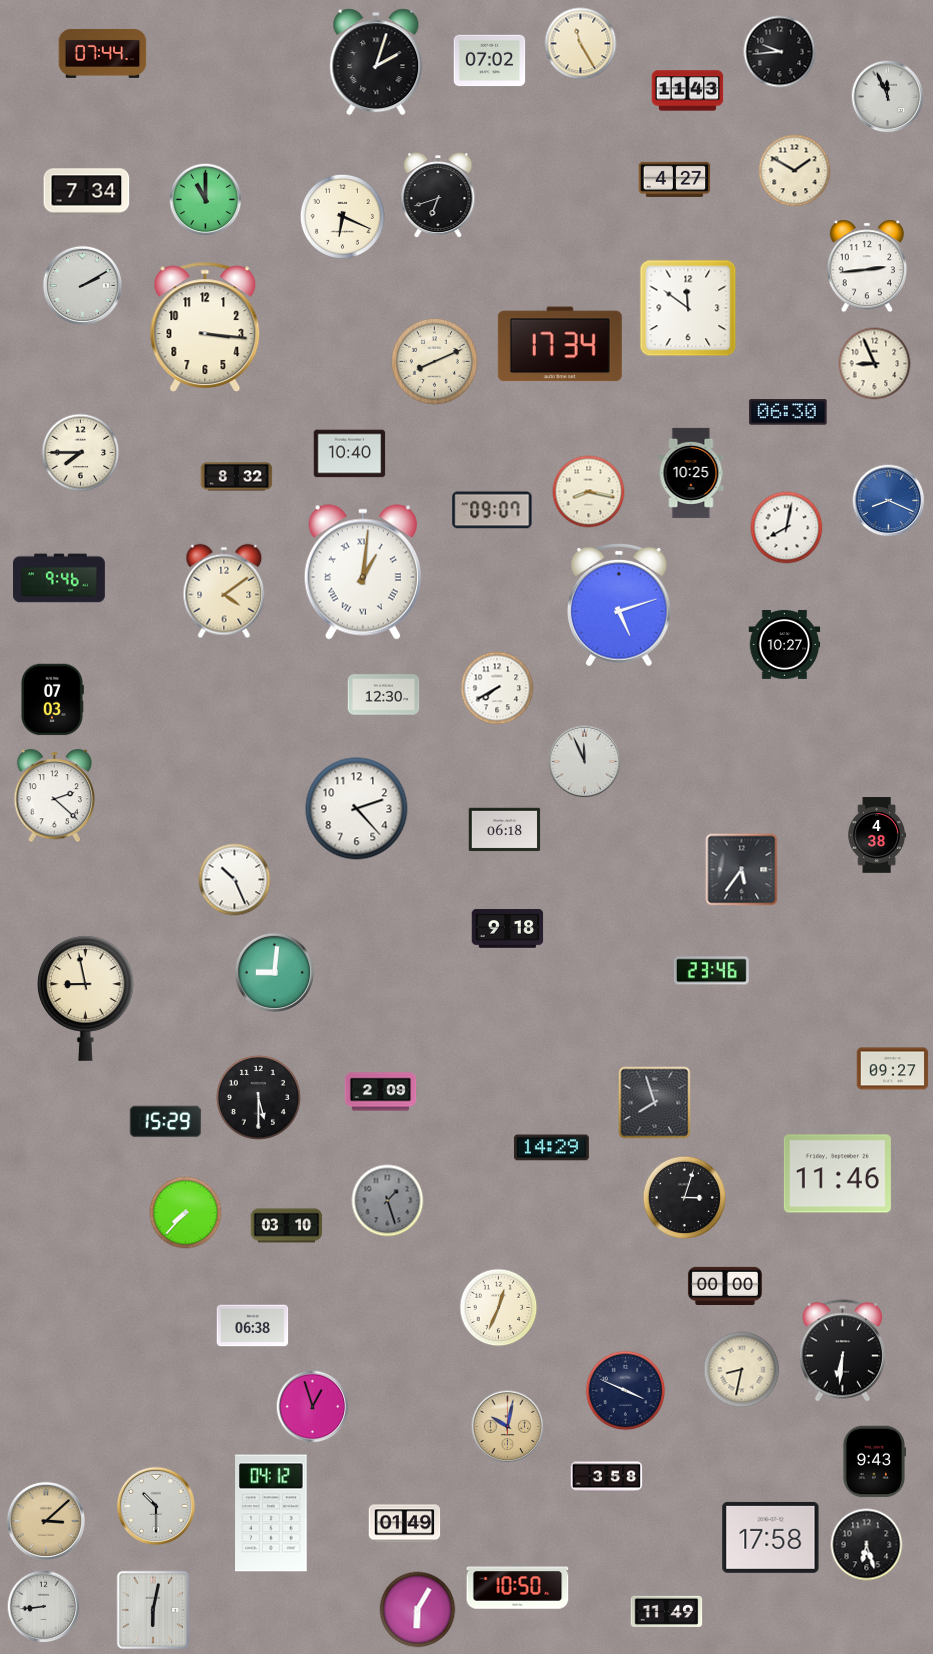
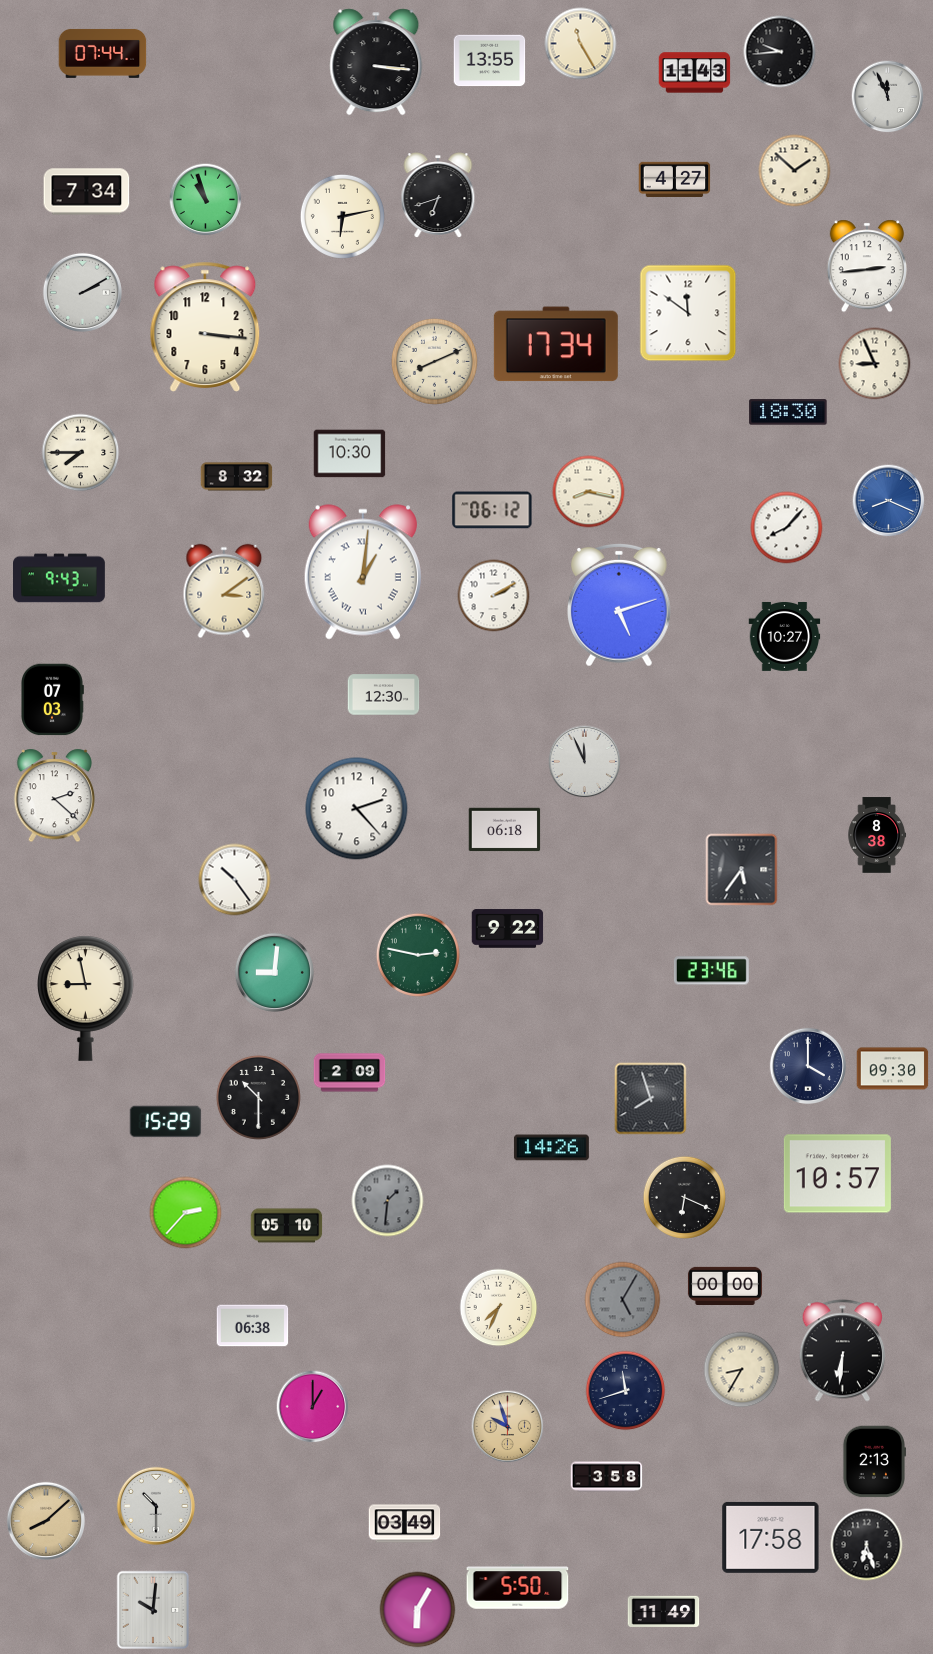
clock at (490, 61): 07:02 -> 13:55
clock at (376, 62): 2:03 -> 3:16
clock at (688, 91) position: (688, 91) -> (695, 73)
clock at (795, 171): 1:50 -> 1:52
clock at (206, 200): 11:00 -> 10:57
clock at (342, 216): 6:19 -> 6:13
clock at (82, 285) position: (82, 285) -> (82, 292)
clock at (688, 308) position: (688, 308) -> (688, 313)
clock at (560, 344) position: (560, 344) -> (556, 344)
clock at (788, 412): 06:30 -> 18:30
clock at (350, 454): 10:40 -> 10:30
clock at (691, 473): 10:25 -> none
clock at (492, 510): 09:07 -> 06:12
clock at (787, 528): 8:02 -> 8:07
clock at (60, 578): 9:46 -> 9:43
clock at (224, 591): 4:09 -> 3:09
clock at (494, 596): none -> 2:10
clock at (785, 644) position: (785, 644) -> (785, 636)
clock at (497, 688): 7:40 -> none
clock at (876, 835): 4:38 -> 8:38
clock at (235, 880): 10:26 -> 10:24
clock at (508, 929): 9:18 -> 9:22
clock at (418, 955): none -> 2:47
clock at (808, 1066): none -> 4:00
clock at (893, 1069): 09:27 -> 09:30
clock at (381, 1092) position: (381, 1092) -> (350, 1073)
clock at (258, 1097): 5:30 -> 10:30
clock at (655, 1103) position: (655, 1103) -> (651, 1099)
clock at (551, 1148): 14:29 -> 14:26
clock at (837, 1174): 11:46 -> 10:57
clock at (684, 1197): 3:03 -> 6:19
clock at (388, 1201): 1:27 -> 1:31
clock at (186, 1213): 7:37 -> 2:37
clock at (287, 1226): 03:10 -> 05:10
clock at (623, 1300): none -> 5:05
clock at (499, 1308): 12:34 -> 7:34
clock at (742, 1370): 8:32 -> 8:35
clock at (626, 1391): 3:49 -> 11:42
clock at (313, 1407): 12:57 -> 1:00
clock at (508, 1427): 10:02 -> 9:57
clock at (873, 1462): 9:43 -> 2:13
clock at (271, 1513): 04:12 -> none
clock at (45, 1520): 3:08 -> 8:08
clock at (405, 1524): 01:49 -> 03:49
clock at (518, 1587): 10:50 -> 5:50
clock at (44, 1607): 8:44 -> none
clock at (153, 1610): 6:02 -> 10:01
clock at (667, 1611) position: (667, 1611) -> (664, 1611)
